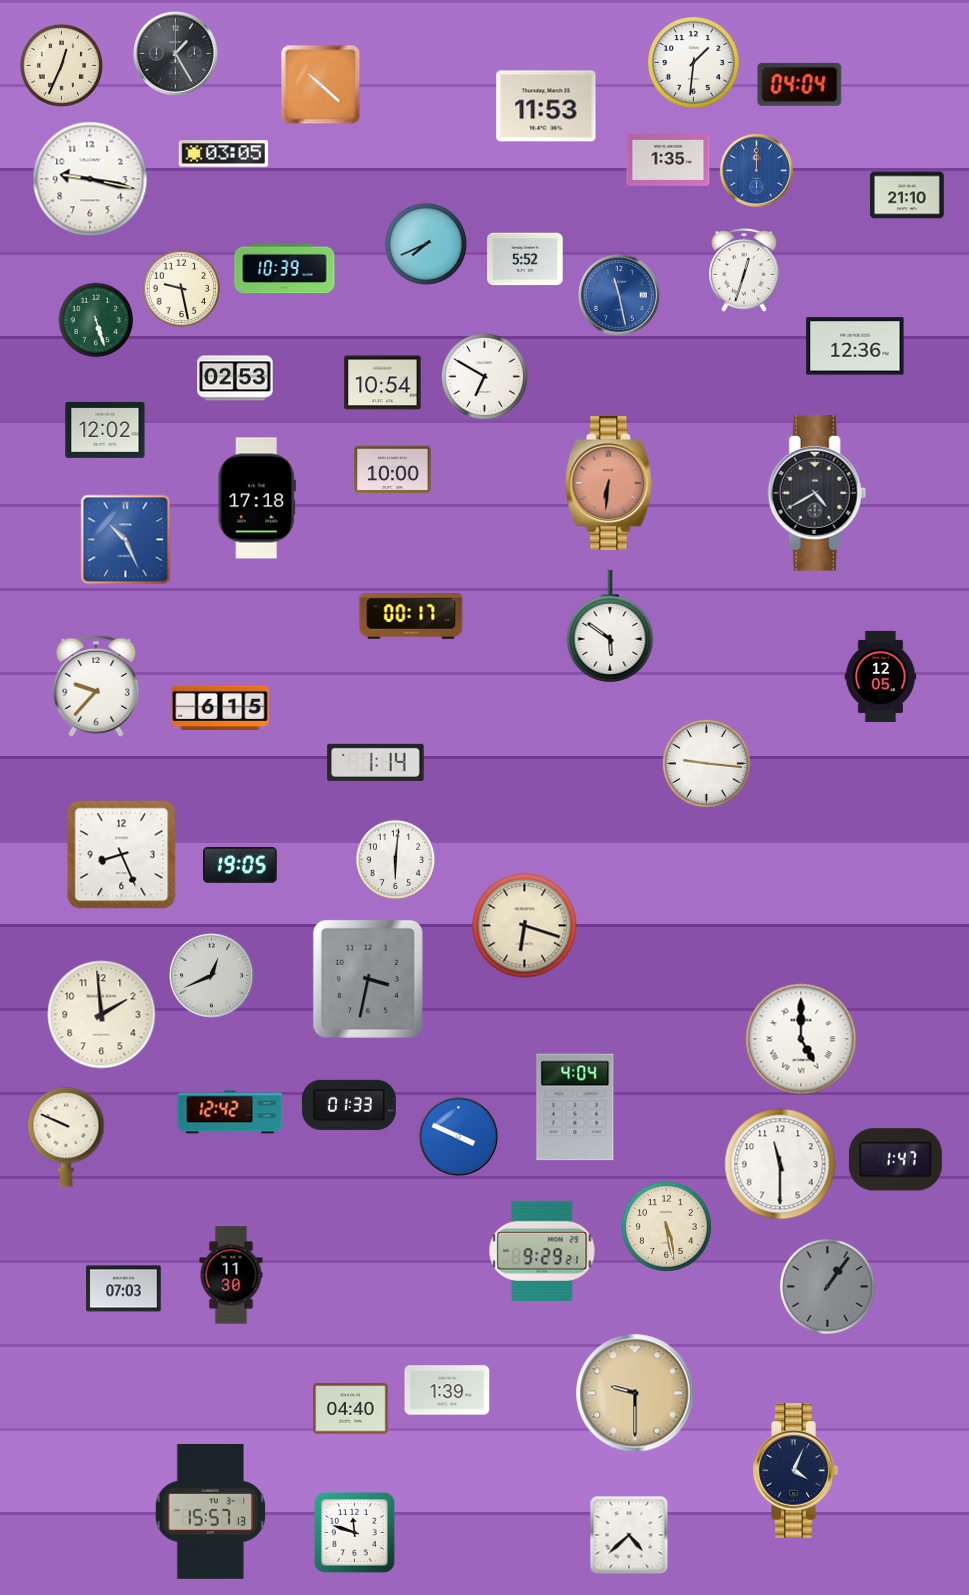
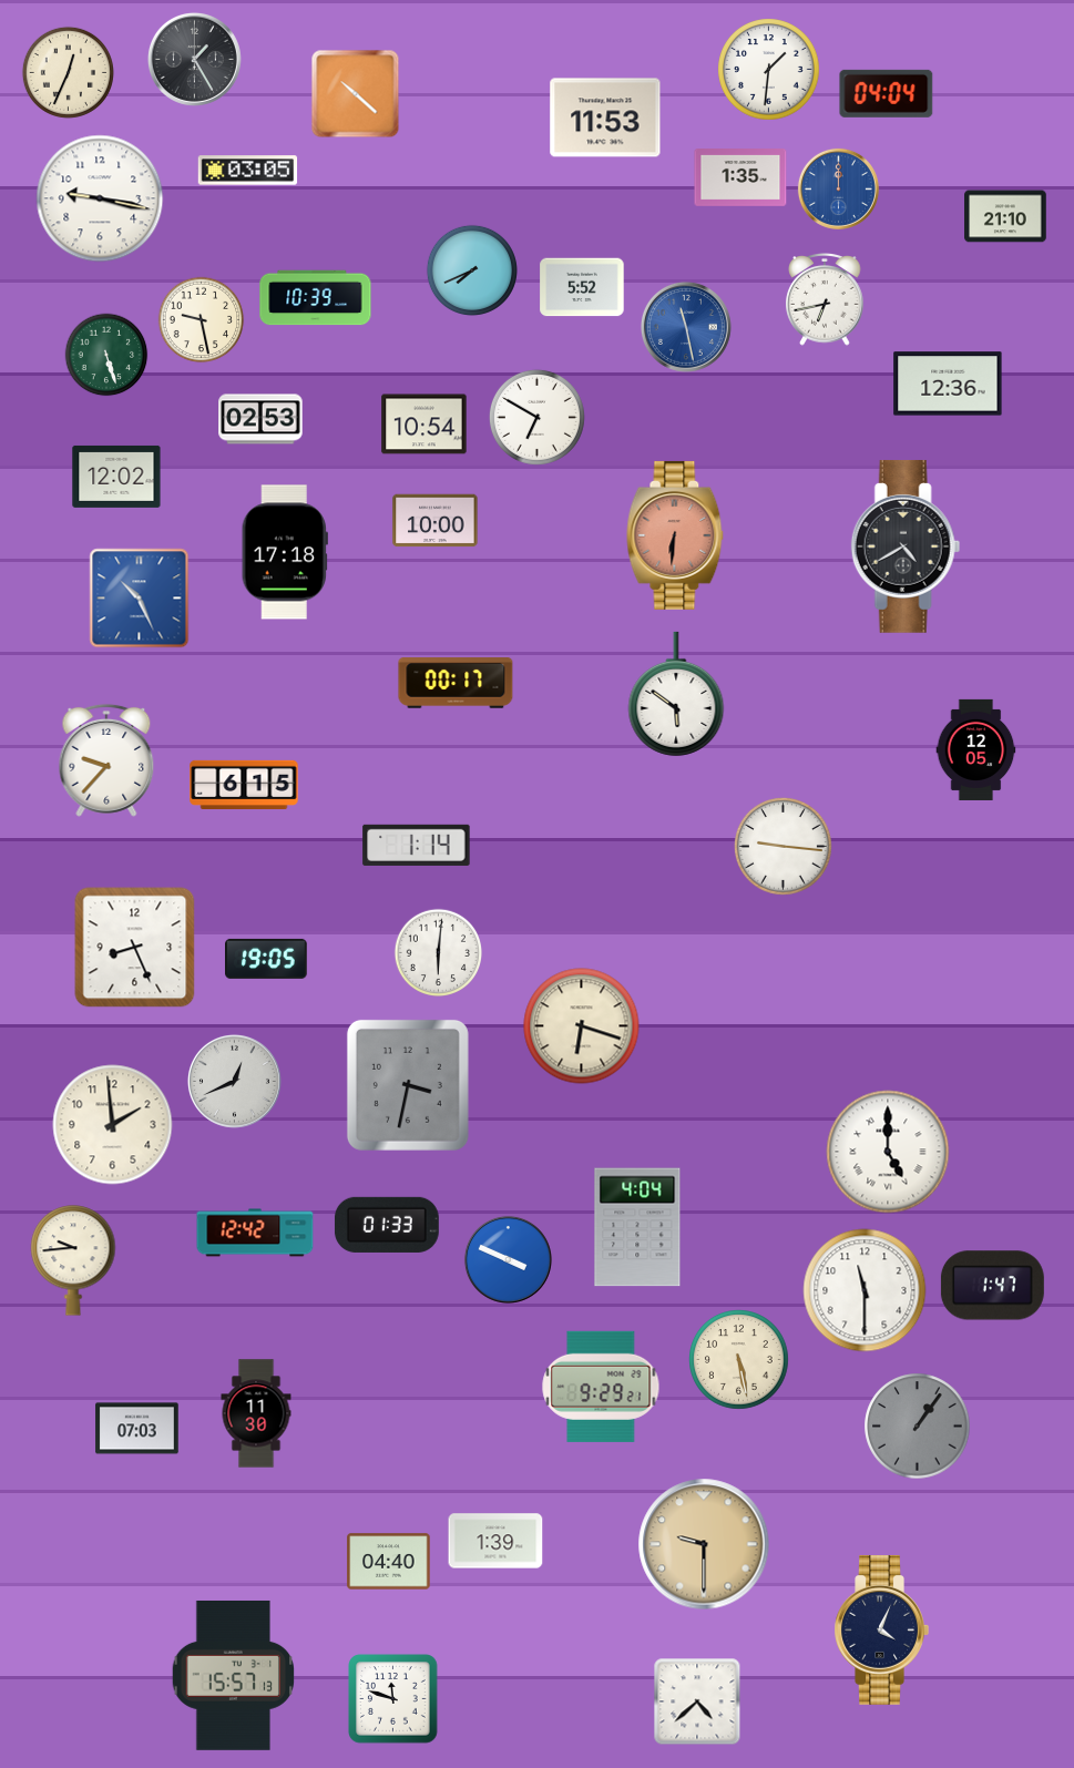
clock at (744, 271): 12:33 -> 6:43
clock at (66, 1137): 9:49 -> 9:44
